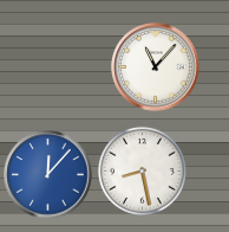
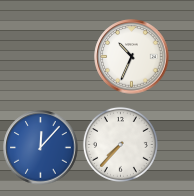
clock at (156, 67): 11:07 -> 10:34
clock at (142, 170): 8:28 -> 7:37
